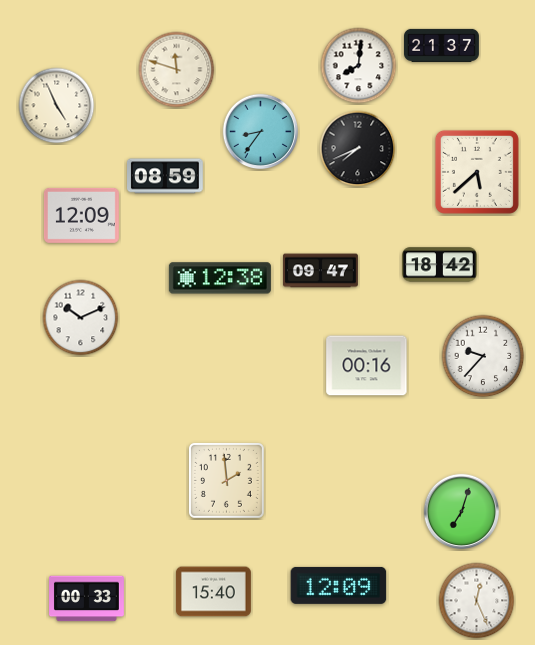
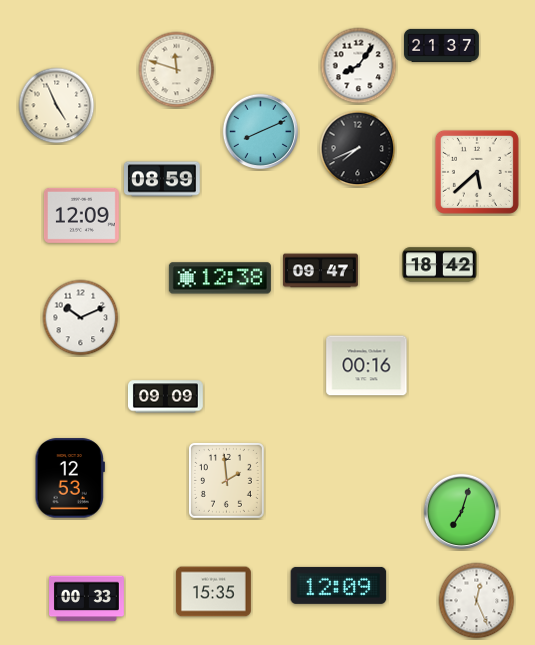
clock at (359, 66): 8:01 -> 8:06
clock at (261, 132): 8:36 -> 8:11
clock at (166, 176) position: (166, 176) -> (163, 179)
clock at (483, 356): 9:37 -> none
clock at (165, 397): none -> 09:09
clock at (69, 478): none -> 12:53
clock at (213, 592): 15:40 -> 15:35
